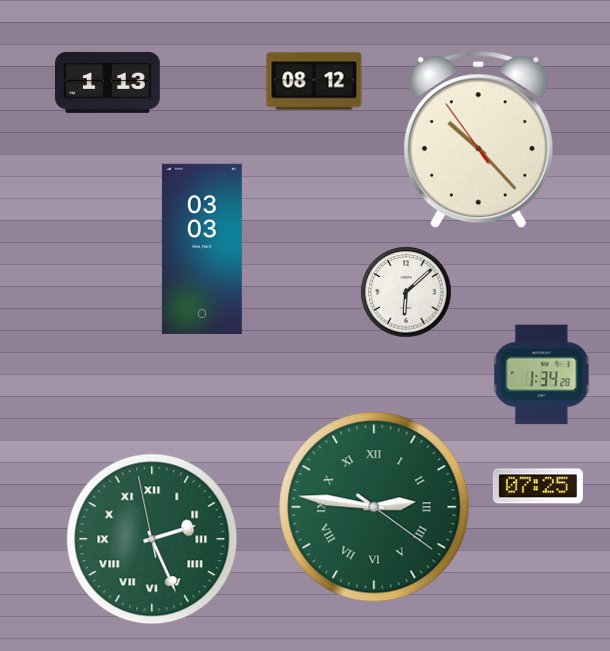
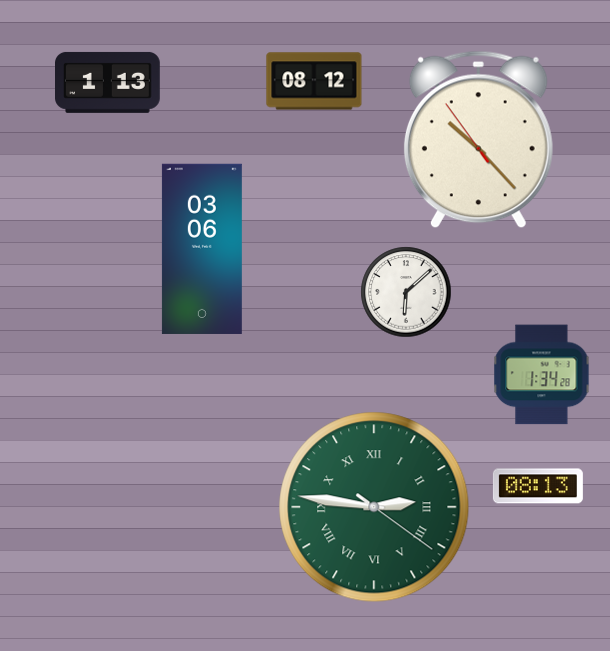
clock at (202, 249): 03:03 -> 03:06
clock at (538, 486): 07:25 -> 08:13
clock at (152, 539): 2:25 -> none
